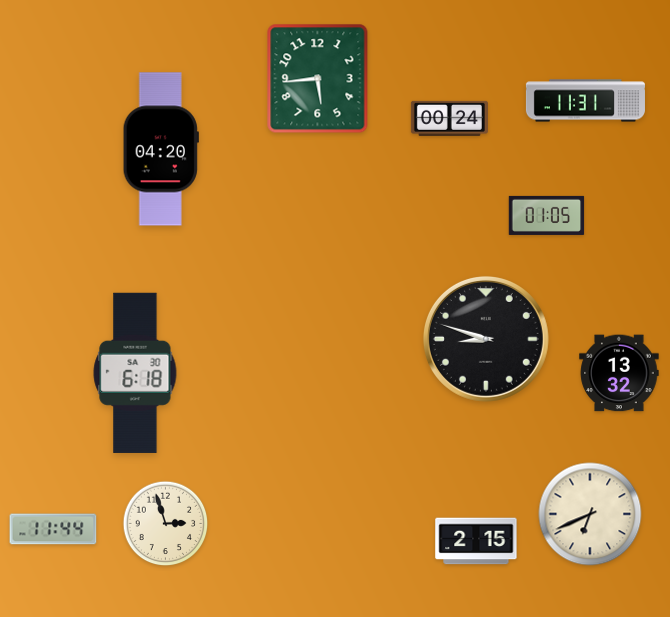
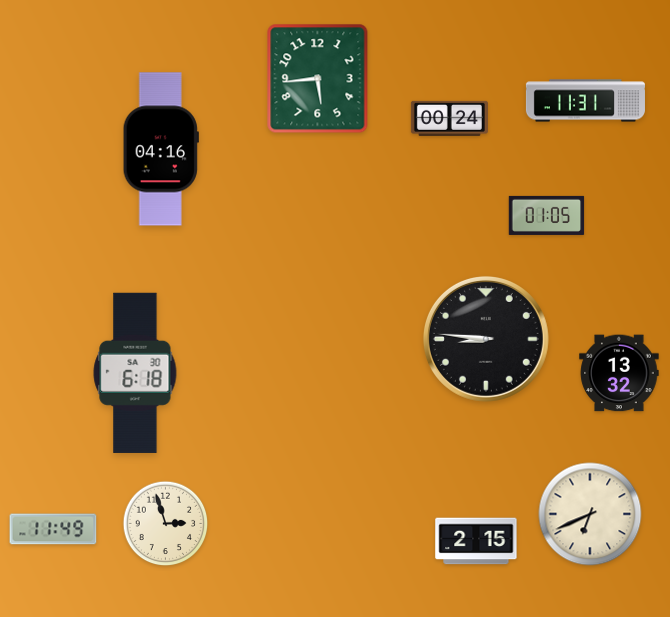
clock at (161, 149): 04:20 -> 04:16
clock at (486, 339): 8:48 -> 8:46
clock at (53, 529): 11:44 -> 11:49
